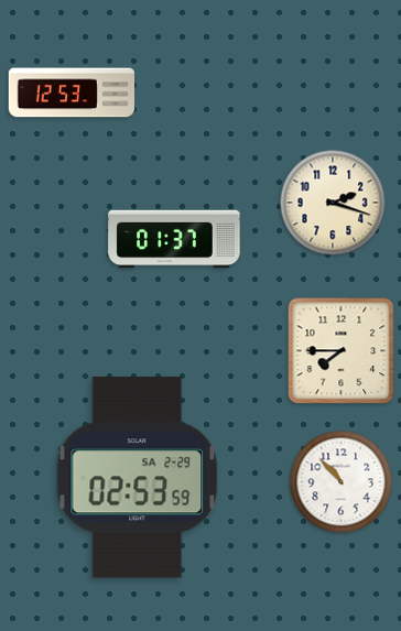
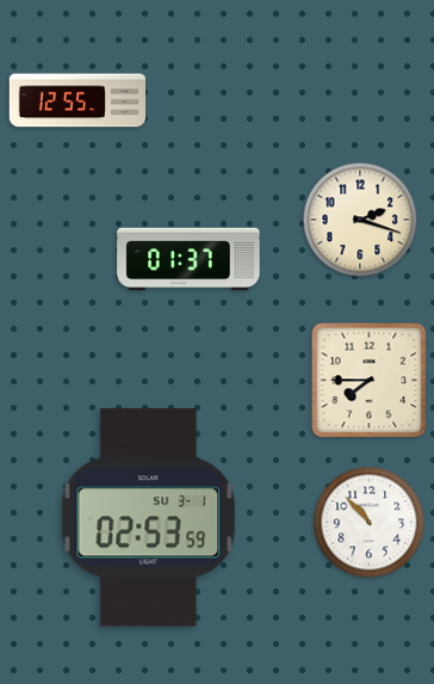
clock at (72, 93): 12:53 -> 12:55
clock at (138, 478) date: SA 2-29 -> SU 3-1
